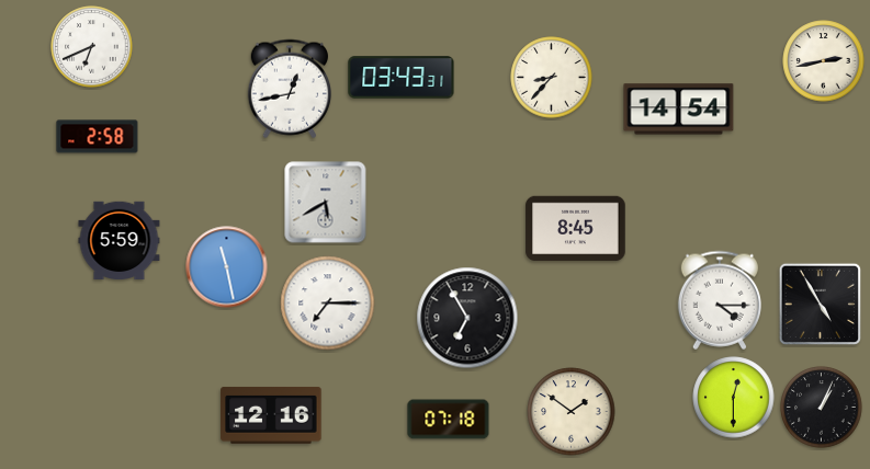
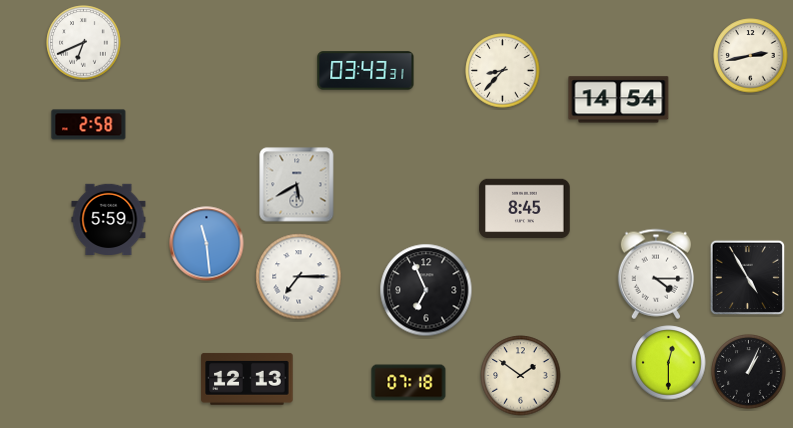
clock at (289, 89): 12:43 -> none
clock at (227, 267): 11:28 -> 11:29
clock at (467, 318): 6:55 -> 6:56
clock at (271, 415): 12:16 -> 12:13
